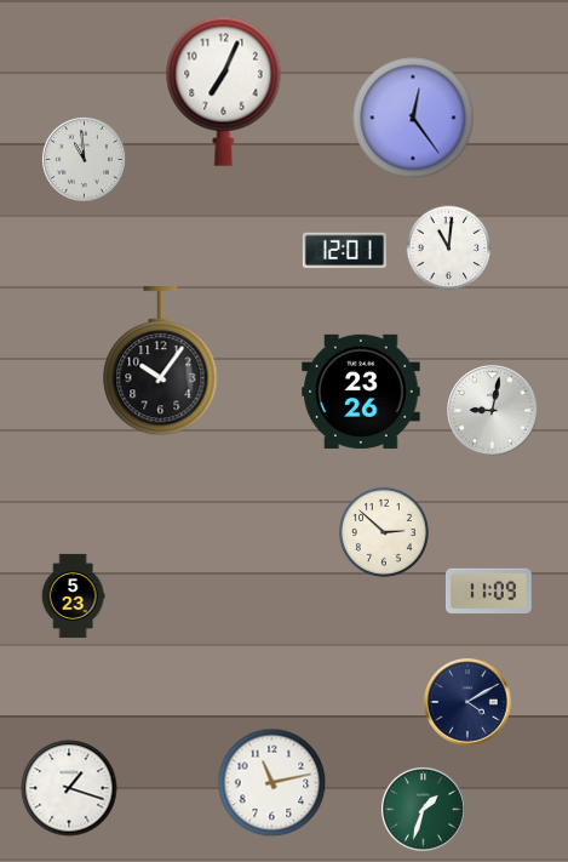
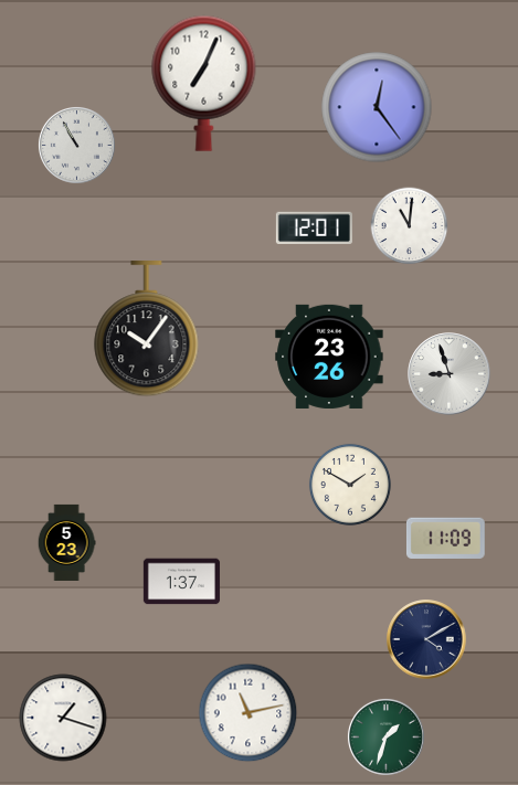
clock at (84, 159): 10:59 -> 10:55
clock at (493, 411): 9:02 -> 8:57
clock at (384, 532): 2:52 -> 1:50
clock at (181, 582): none -> 1:37
